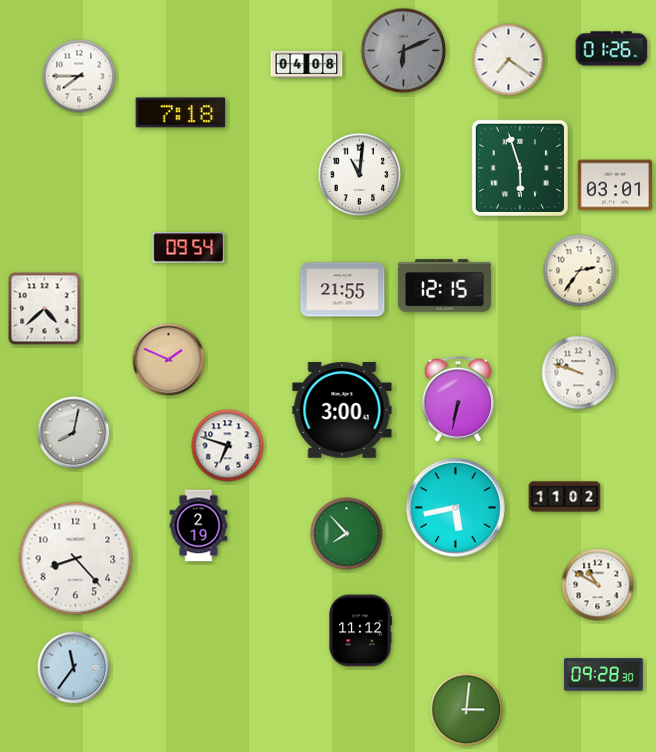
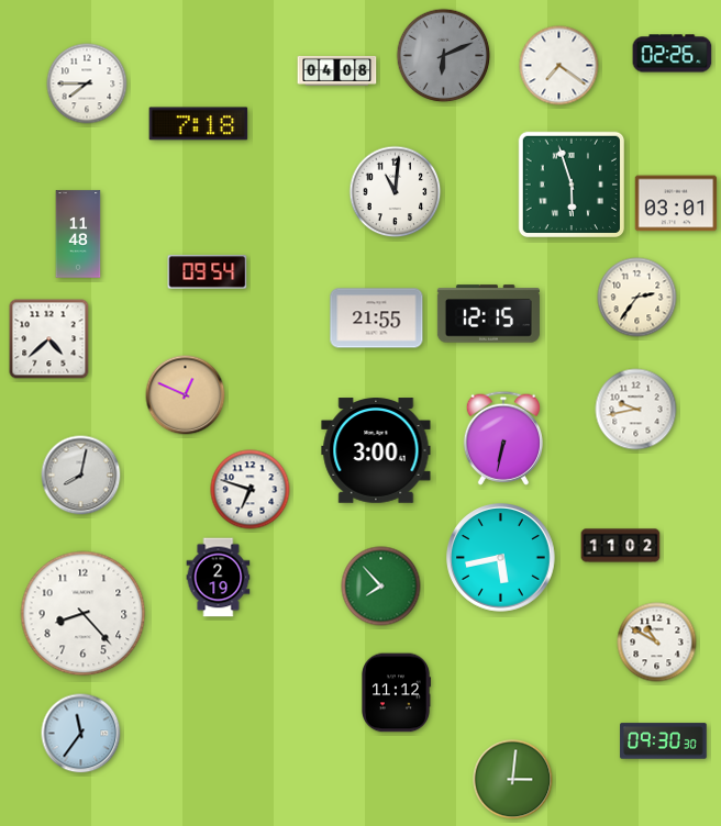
clock at (612, 49): 01:26 -> 02:26
clock at (78, 234): none -> 11:48
clock at (169, 360): 1:49 -> 12:49
clock at (579, 373): 9:48 -> 9:43
clock at (604, 675): 09:28 -> 09:30
